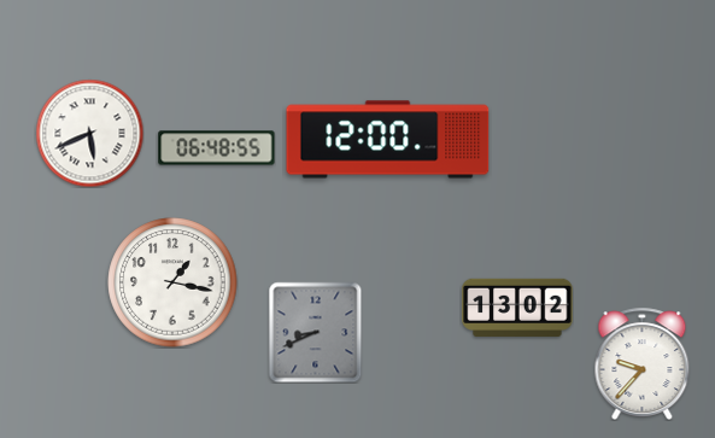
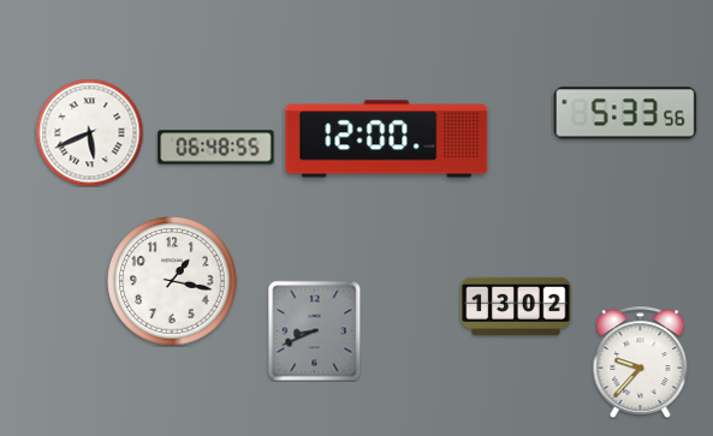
clock at (625, 113): none -> 5:33
